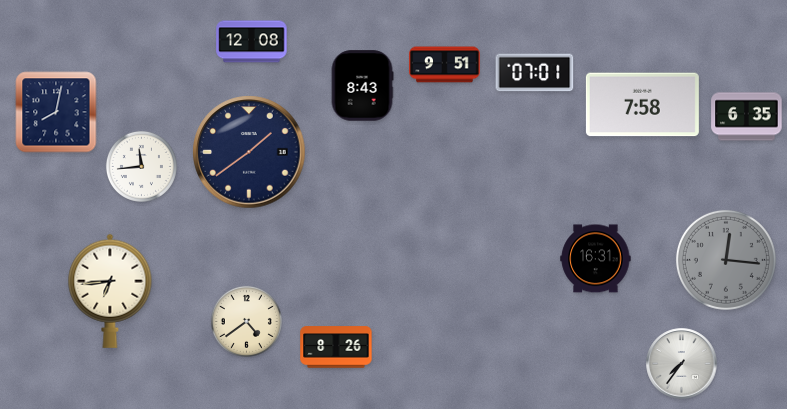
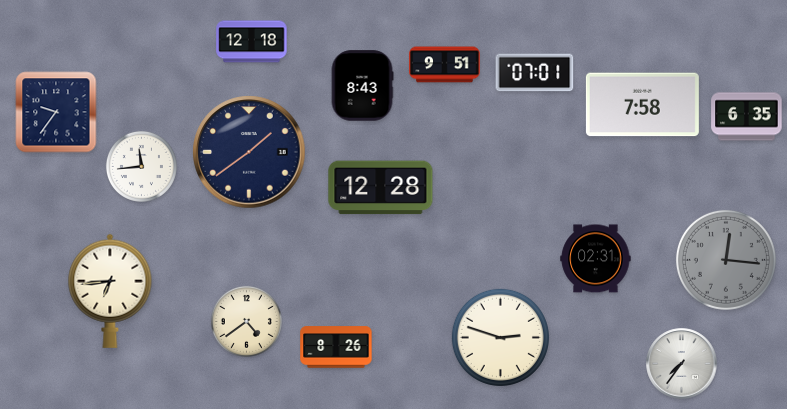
clock at (252, 42): 12:08 -> 12:18
clock at (56, 112): 8:02 -> 9:36
clock at (381, 188): none -> 12:28
clock at (596, 259): 16:31 -> 02:31
clock at (500, 337): none -> 2:48
